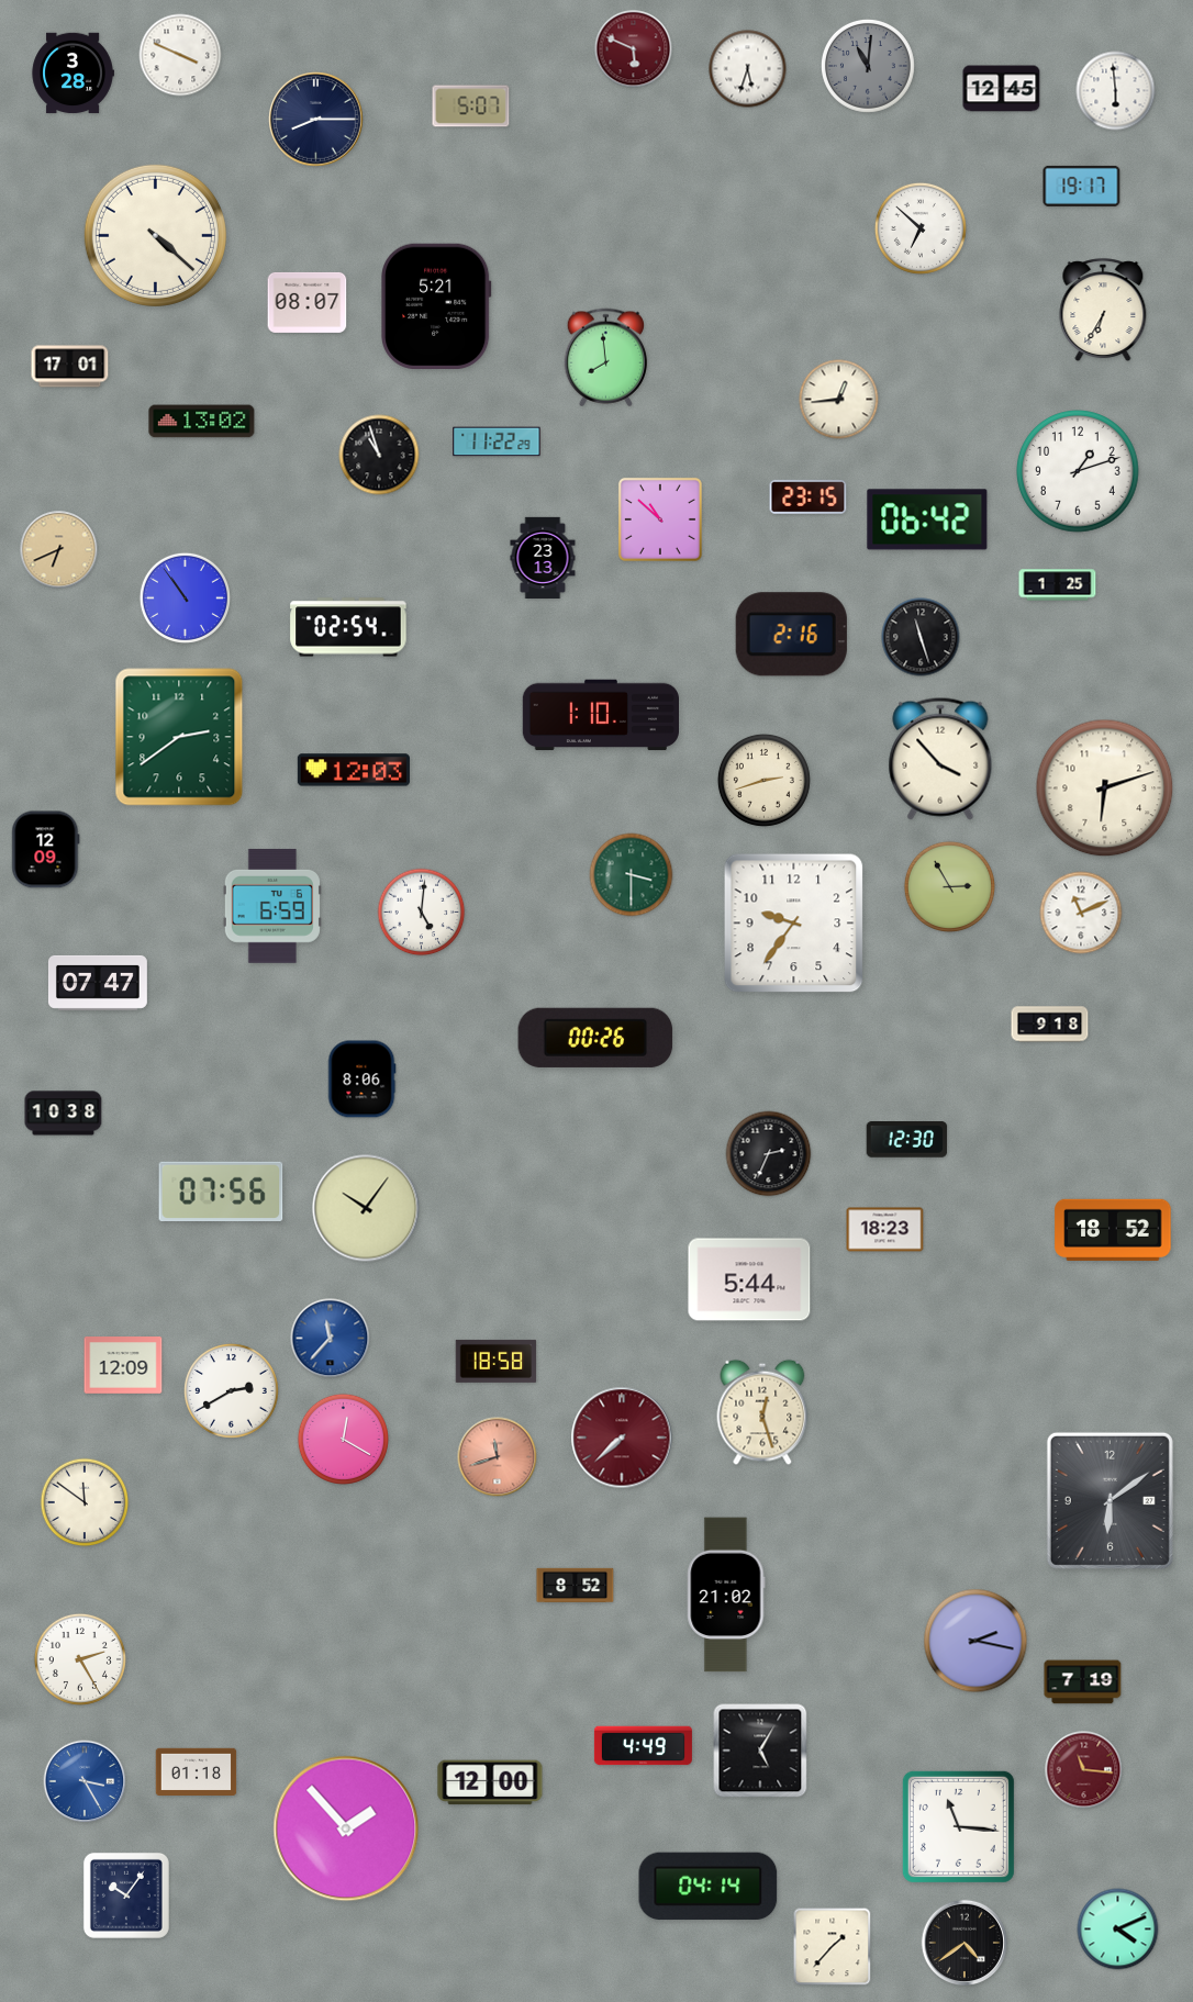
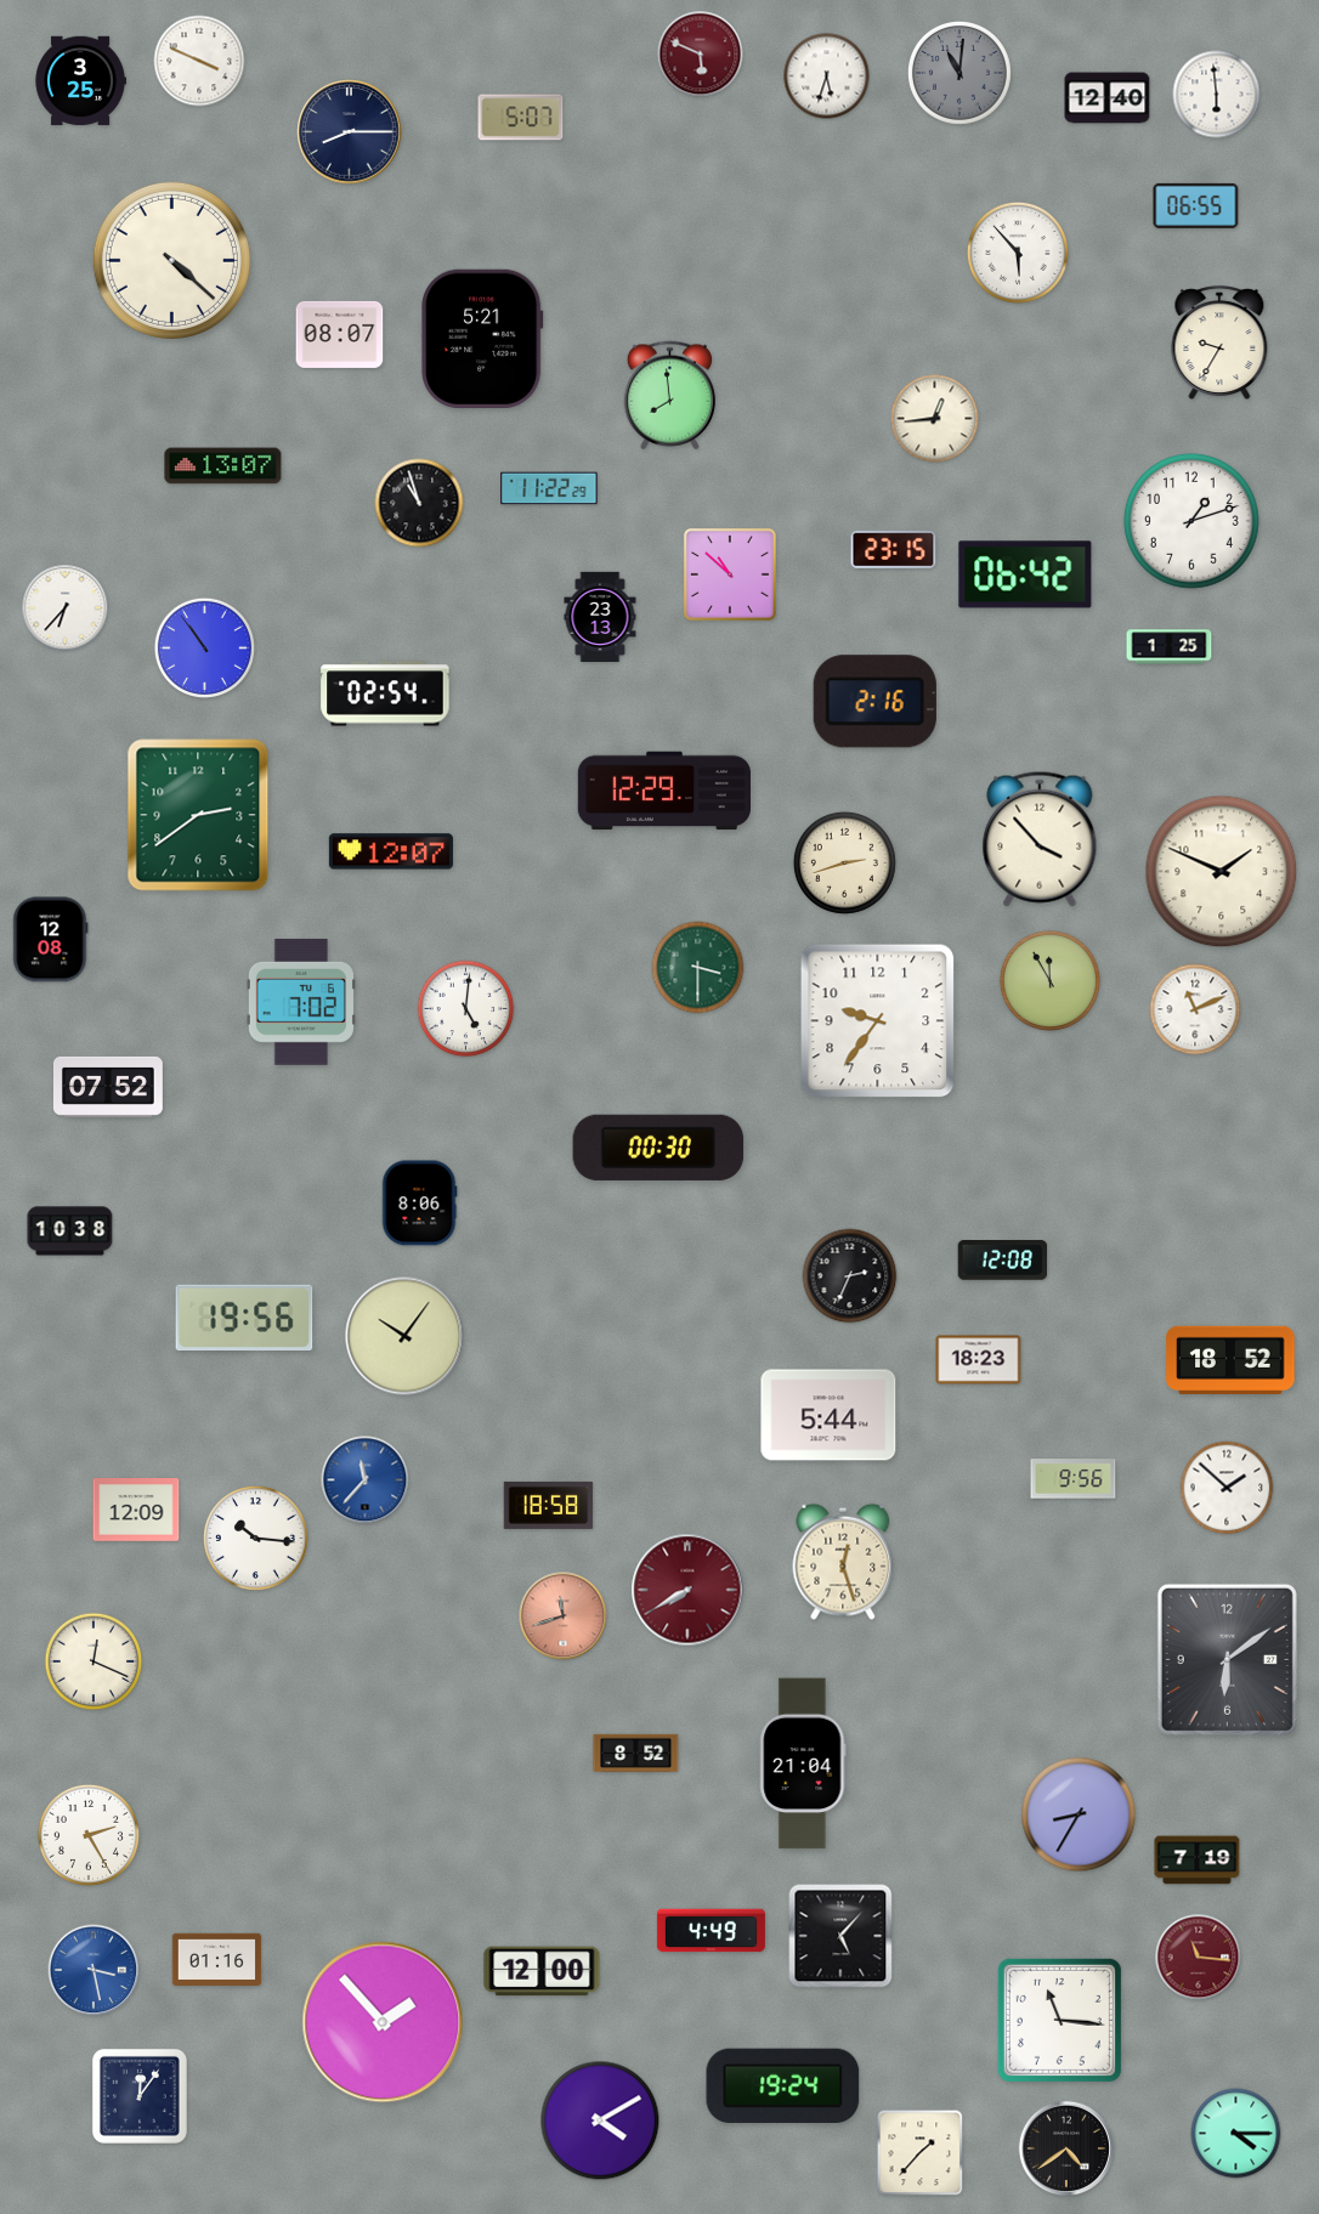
clock at (73, 74): 3:28 -> 3:25
clock at (1002, 89): 12:45 -> 12:40
clock at (1116, 91) position: (1116, 91) -> (1217, 95)
clock at (1082, 186): 19:17 -> 06:55
clock at (921, 228): 6:52 -> 5:53
clock at (1103, 311): 6:35 -> 9:35
clock at (70, 367): 17:01 -> none
clock at (839, 400) position: (839, 400) -> (935, 419)
clock at (202, 422): 13:02 -> 13:07
clock at (59, 550): 6:41 -> 6:37
clock at (59, 550) dial: champagne -> white
clock at (185, 597) position: (185, 597) -> (204, 647)
clock at (921, 637): 11:27 -> none
clock at (600, 715): 1:10 -> 12:29
clock at (354, 770): 12:03 -> 12:07
clock at (1105, 789): 6:12 -> 1:49
clock at (46, 850): 12:09 -> 12:08
clock at (949, 886): 2:55 -> 11:55
clock at (272, 906): 6:59 -> 7:02
clock at (98, 983): 07:47 -> 07:52
clock at (1050, 1025): 9:18 -> none
clock at (595, 1038): 00:26 -> 00:30
clock at (361, 1080) position: (361, 1080) -> (419, 1204)
clock at (907, 1140): 12:30 -> 12:08
clock at (221, 1190): 07:56 -> 19:56
clock at (1074, 1479): none -> 9:56
clock at (1227, 1488): none -> 1:52
clock at (232, 1391): 2:40 -> 10:16
clock at (622, 1438): 7:38 -> 7:40
clock at (343, 1439): 12:20 -> none
clock at (498, 1457) position: (498, 1457) -> (564, 1616)
clock at (85, 1502): 11:51 -> 12:19
clock at (726, 1595): 21:02 -> 21:04
clock at (975, 1641): 2:17 -> 8:35
clock at (760, 1751): 5:05 -> 5:07
clock at (197, 1772): 01:18 -> 01:16
clock at (85, 1781): 3:25 -> 3:28
clock at (709, 1887): 04:14 -> 19:24
clock at (126, 1895): 10:06 -> 12:06
clock at (600, 2120): none -> 4:10
clock at (1118, 1930): 4:11 -> 4:15
